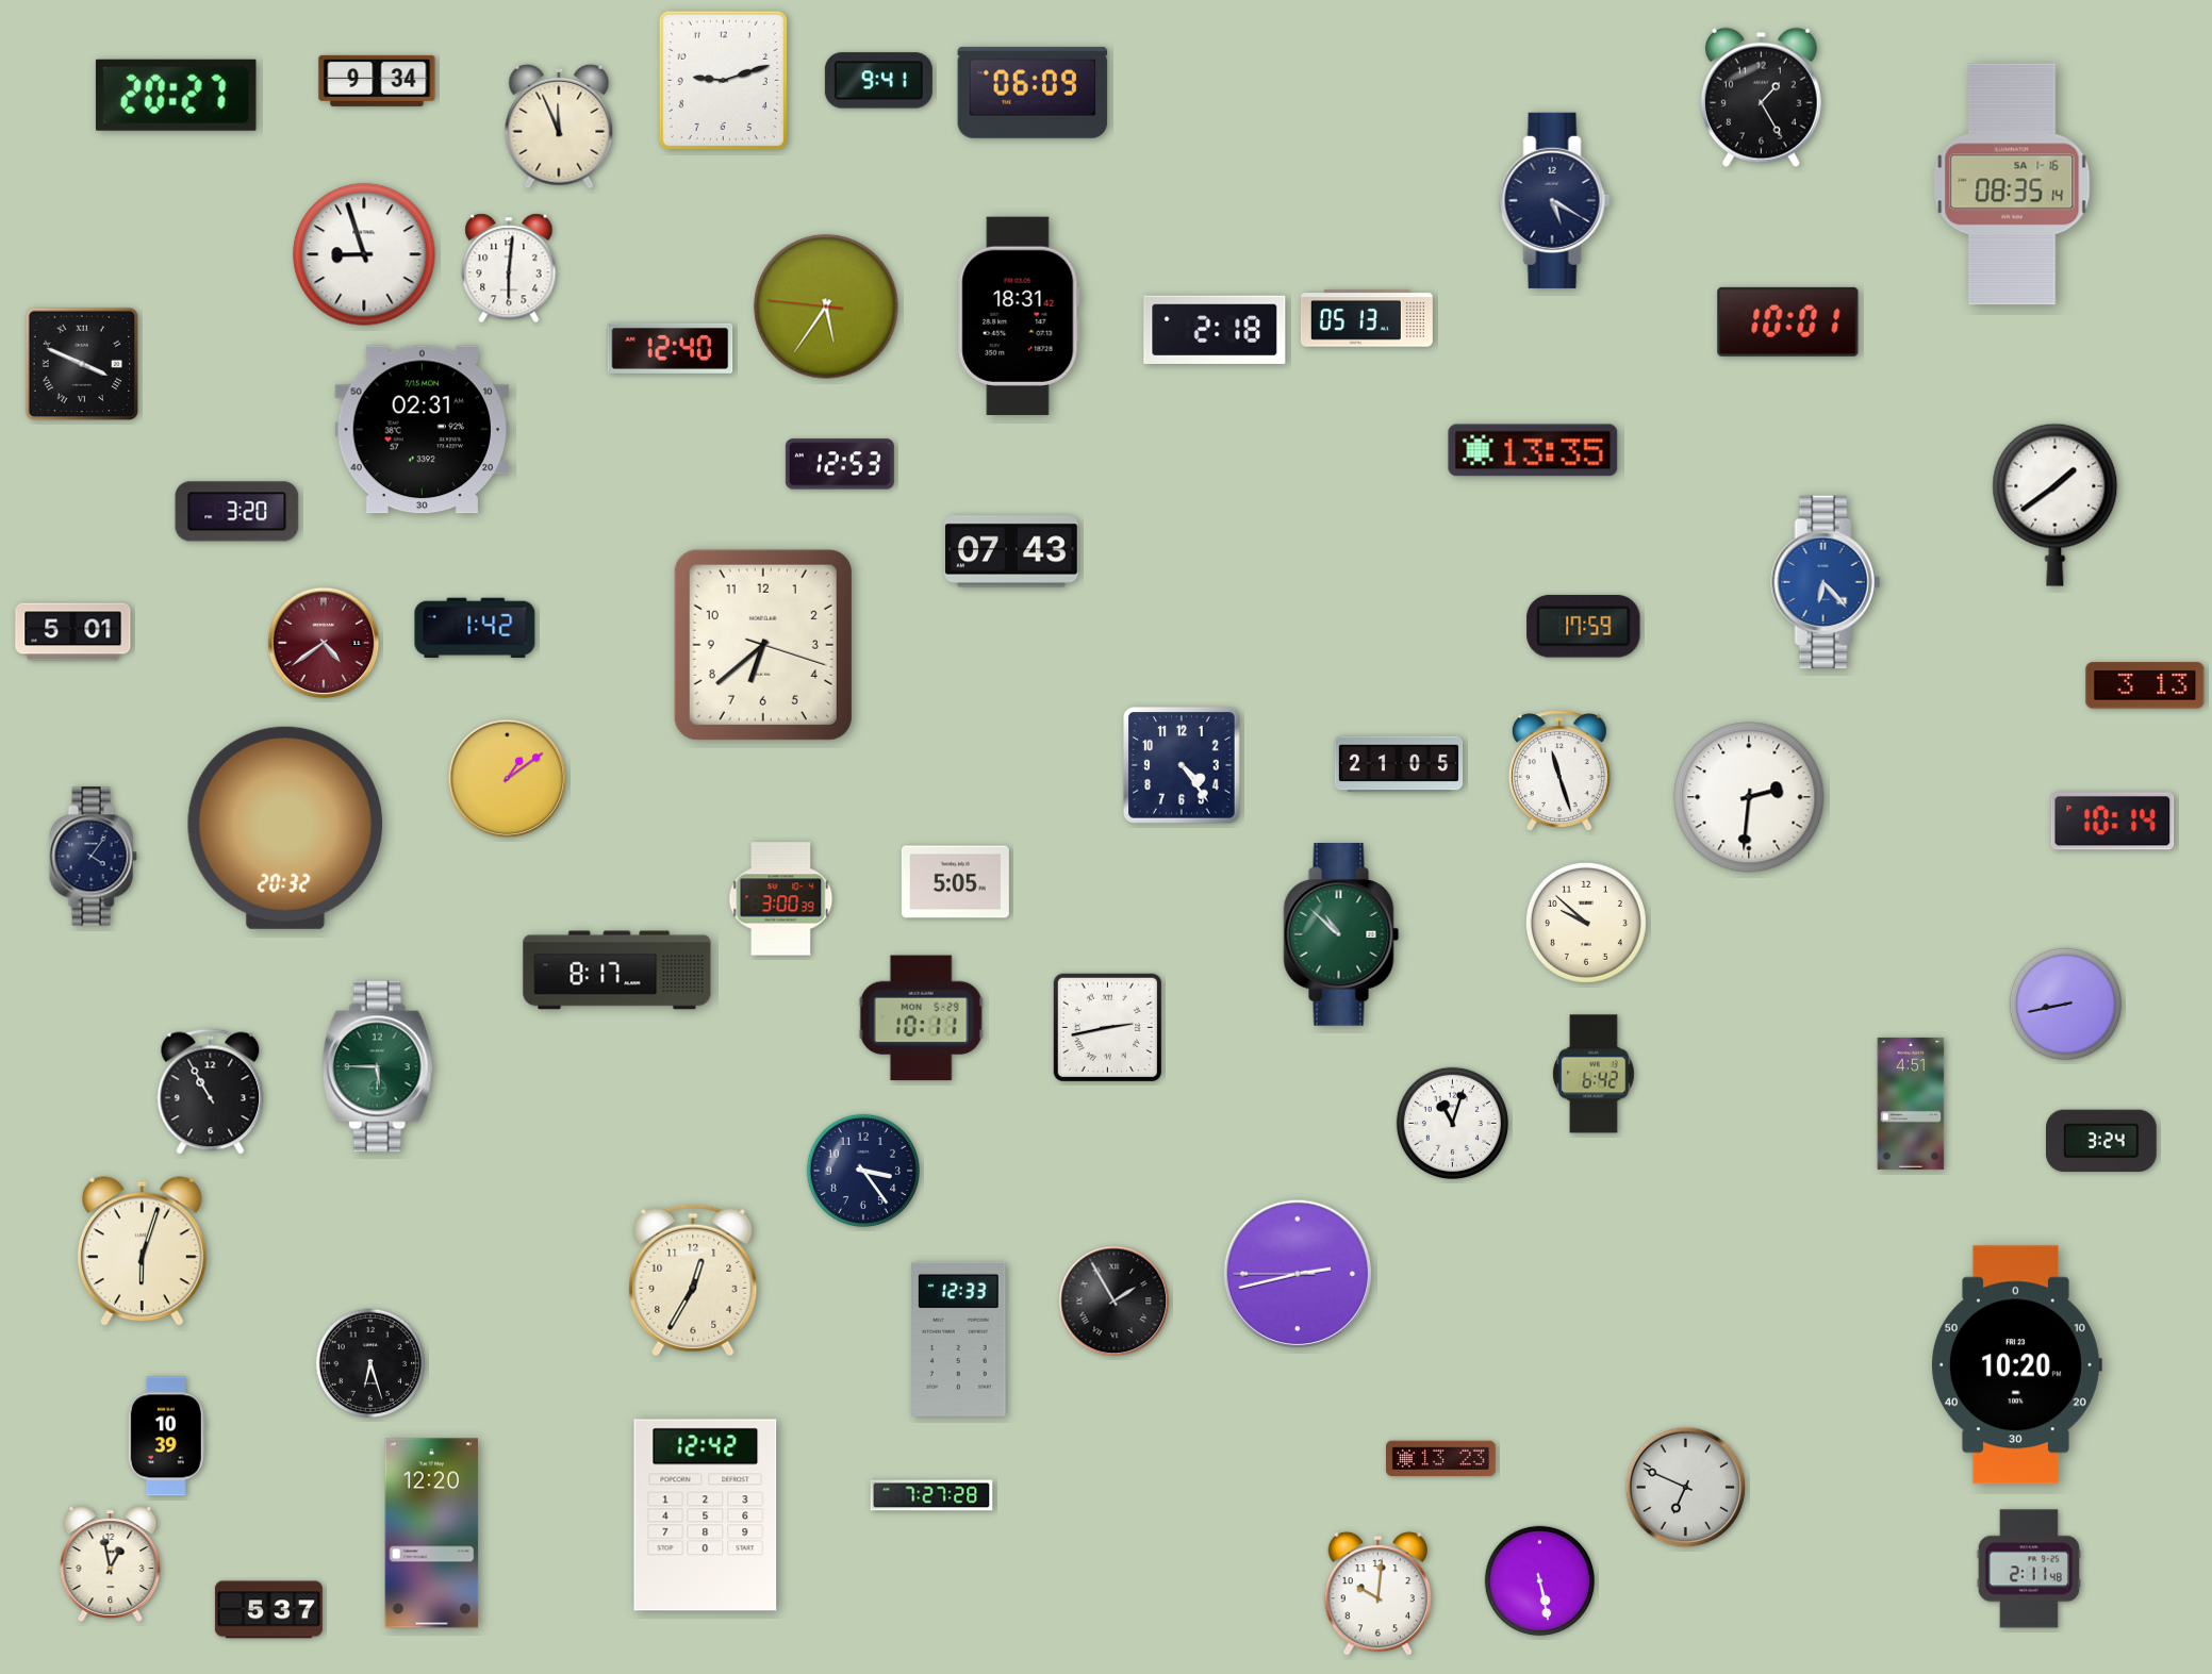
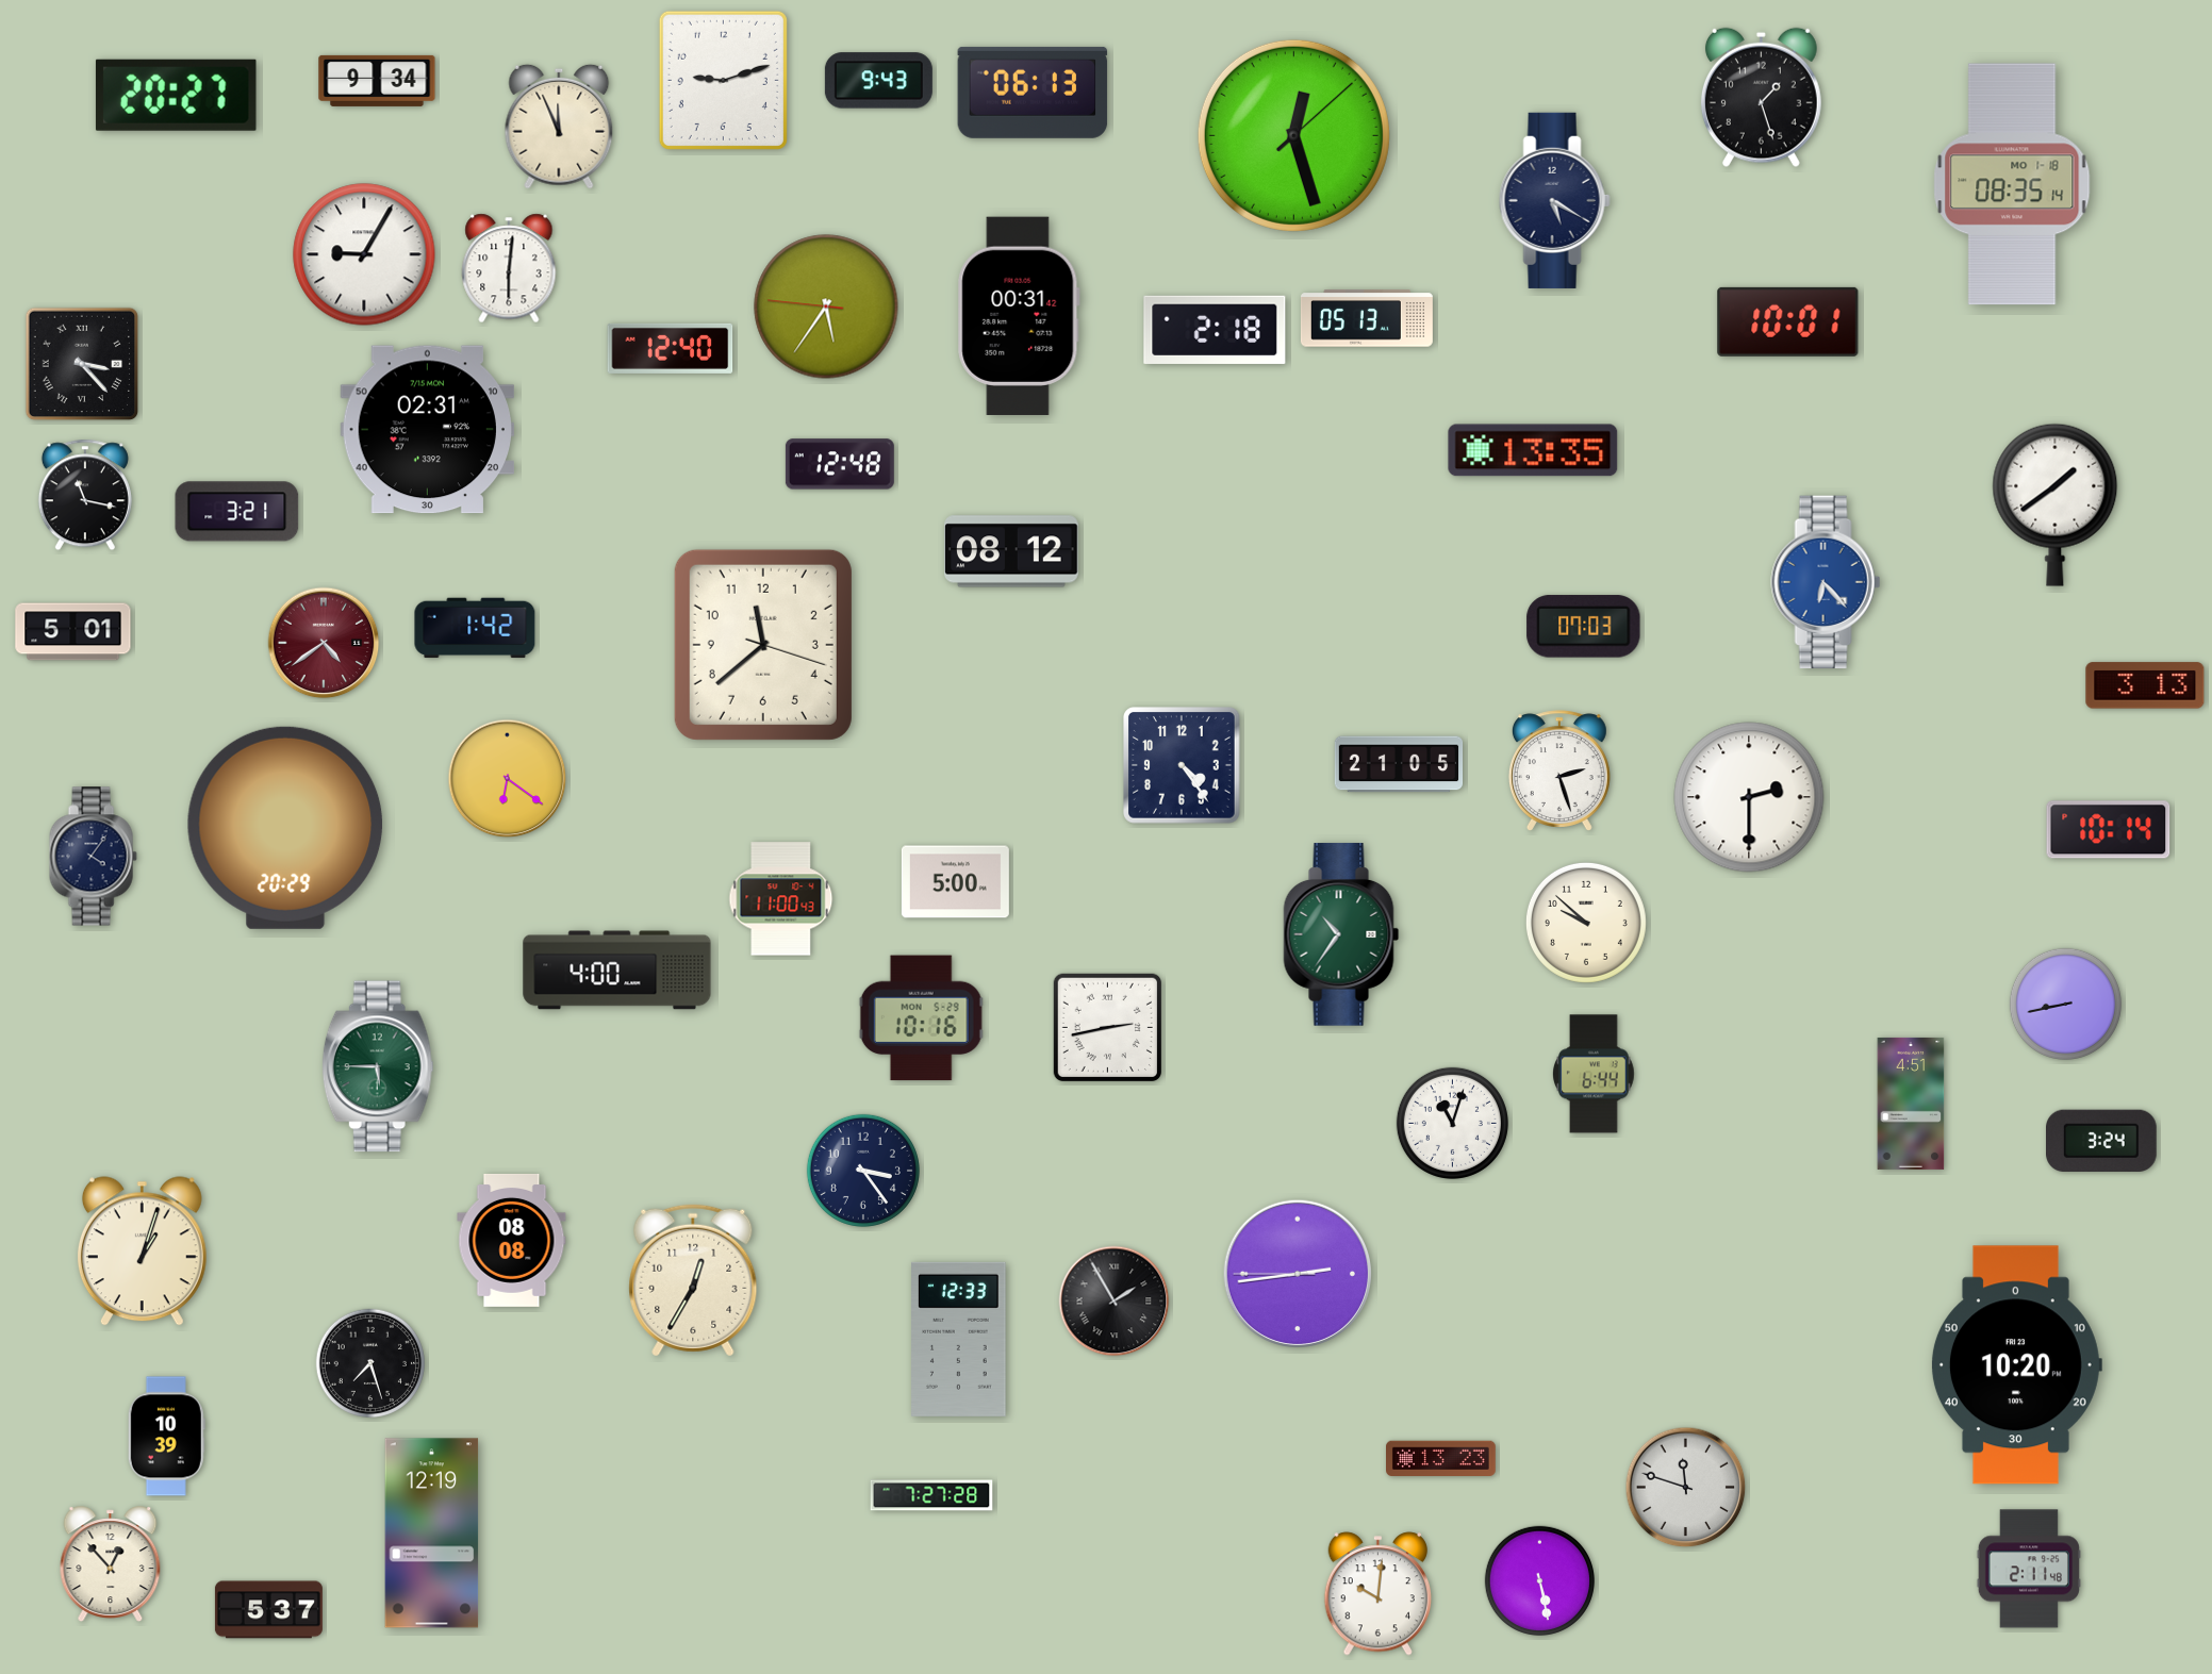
clock at (878, 81): 9:41 -> 9:43
clock at (1033, 93): 06:09 -> 06:13
clock at (1761, 97): 1:25 -> 1:27
clock at (1293, 135): none -> 12:27
clock at (2012, 184) date: SA 1-16 -> MO 1-18
clock at (364, 254): 8:57 -> 9:05
clock at (1019, 316): 18:31 -> 00:31
clock at (82, 364): 3:49 -> 3:23
clock at (422, 430) position: (422, 430) -> (427, 430)
clock at (840, 464): 12:53 -> 12:48
clock at (85, 495): none -> 11:17
clock at (237, 512): 3:20 -> 3:21
clock at (1012, 551): 07:43 -> 08:12
clock at (1584, 627): 17:59 -> 07:03
clock at (763, 645): 6:38 -> 11:38
clock at (1559, 770): 11:27 -> 2:27
clock at (508, 779): 1:09 -> 6:21
clock at (1749, 797): 2:31 -> 2:30
clock at (2113, 822) position: (2113, 822) -> (2109, 830)
clock at (285, 828): 20:32 -> 20:29
clock at (955, 882): 5:05 -> 5:00
clock at (781, 899): 3:00 -> 11:00
clock at (1341, 934): 10:52 -> 10:36
clock at (617, 971): 8:17 -> 4:00
clock at (921, 1018): 10:11 -> 10:16
clock at (1595, 1074): 6:42 -> 6:44
clock at (211, 1092): 10:55 -> none
clock at (512, 1240): none -> 08:08
clock at (142, 1252): 6:03 -> 1:03
clock at (1297, 1273): 2:42 -> 2:43
clock at (369, 1362): 6:27 -> 7:27
clock at (1686, 1488): 6:49 -> 11:48
clock at (706, 1515): 12:42 -> none
clock at (432, 1534): 12:20 -> 12:19
clock at (111, 1563): 12:58 -> 12:53
